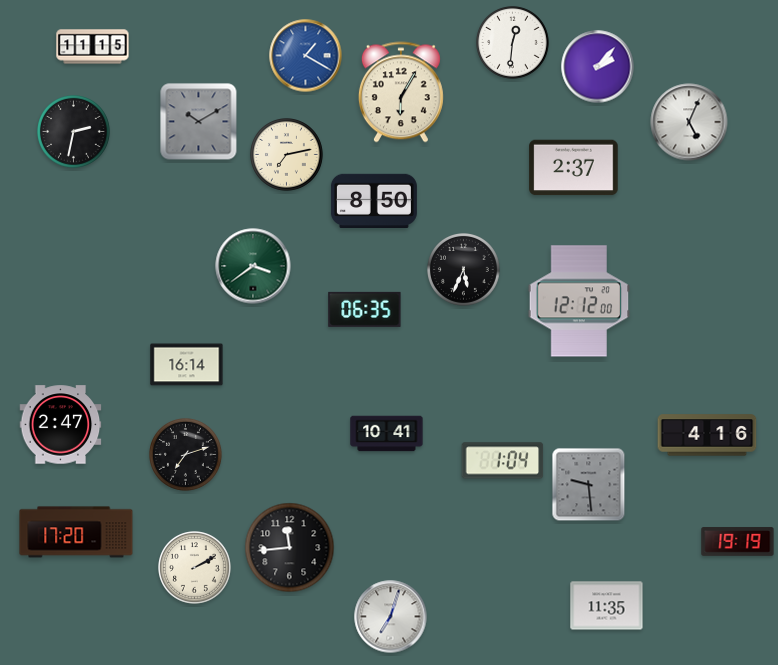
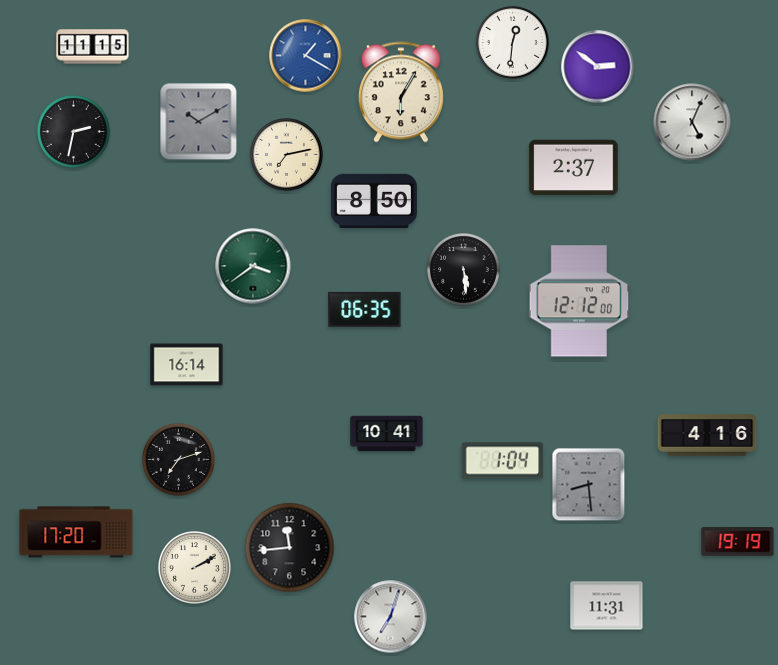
clock at (598, 67): 2:07 -> 2:51
clock at (689, 122) position: (689, 122) -> (692, 122)
clock at (464, 270): 5:34 -> 5:29
clock at (61, 425): 2:47 -> none
clock at (186, 455) position: (186, 455) -> (179, 460)
clock at (589, 485): 9:29 -> 8:29
clock at (607, 606): 11:35 -> 11:31
